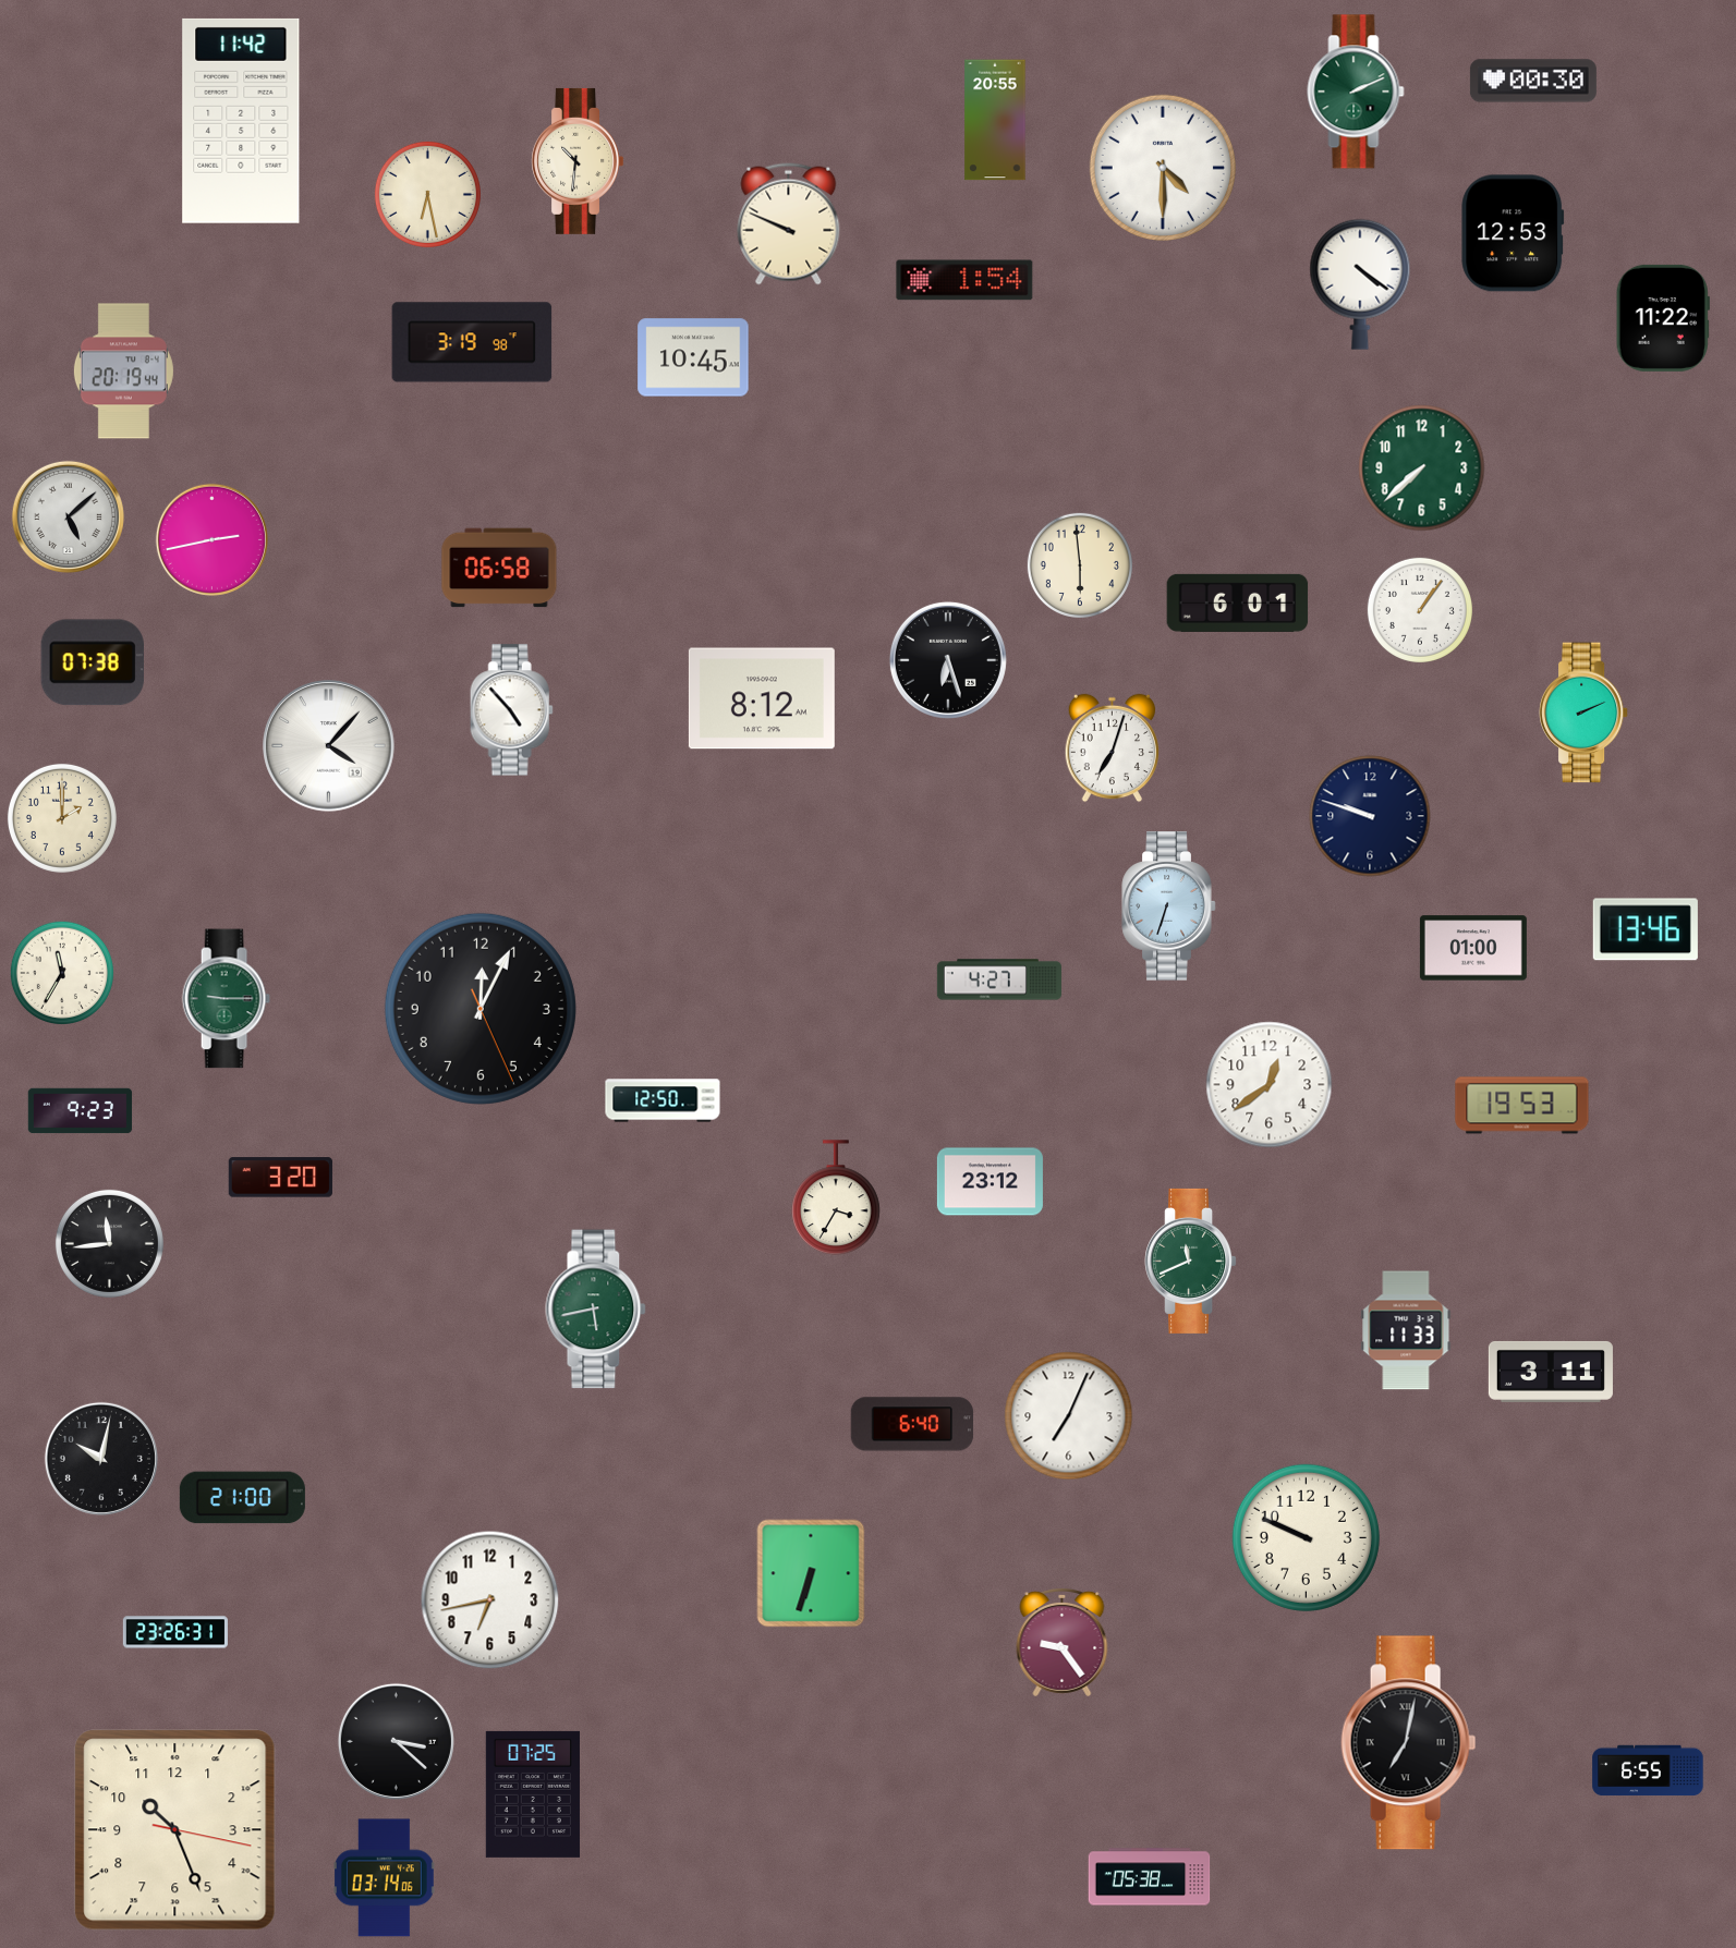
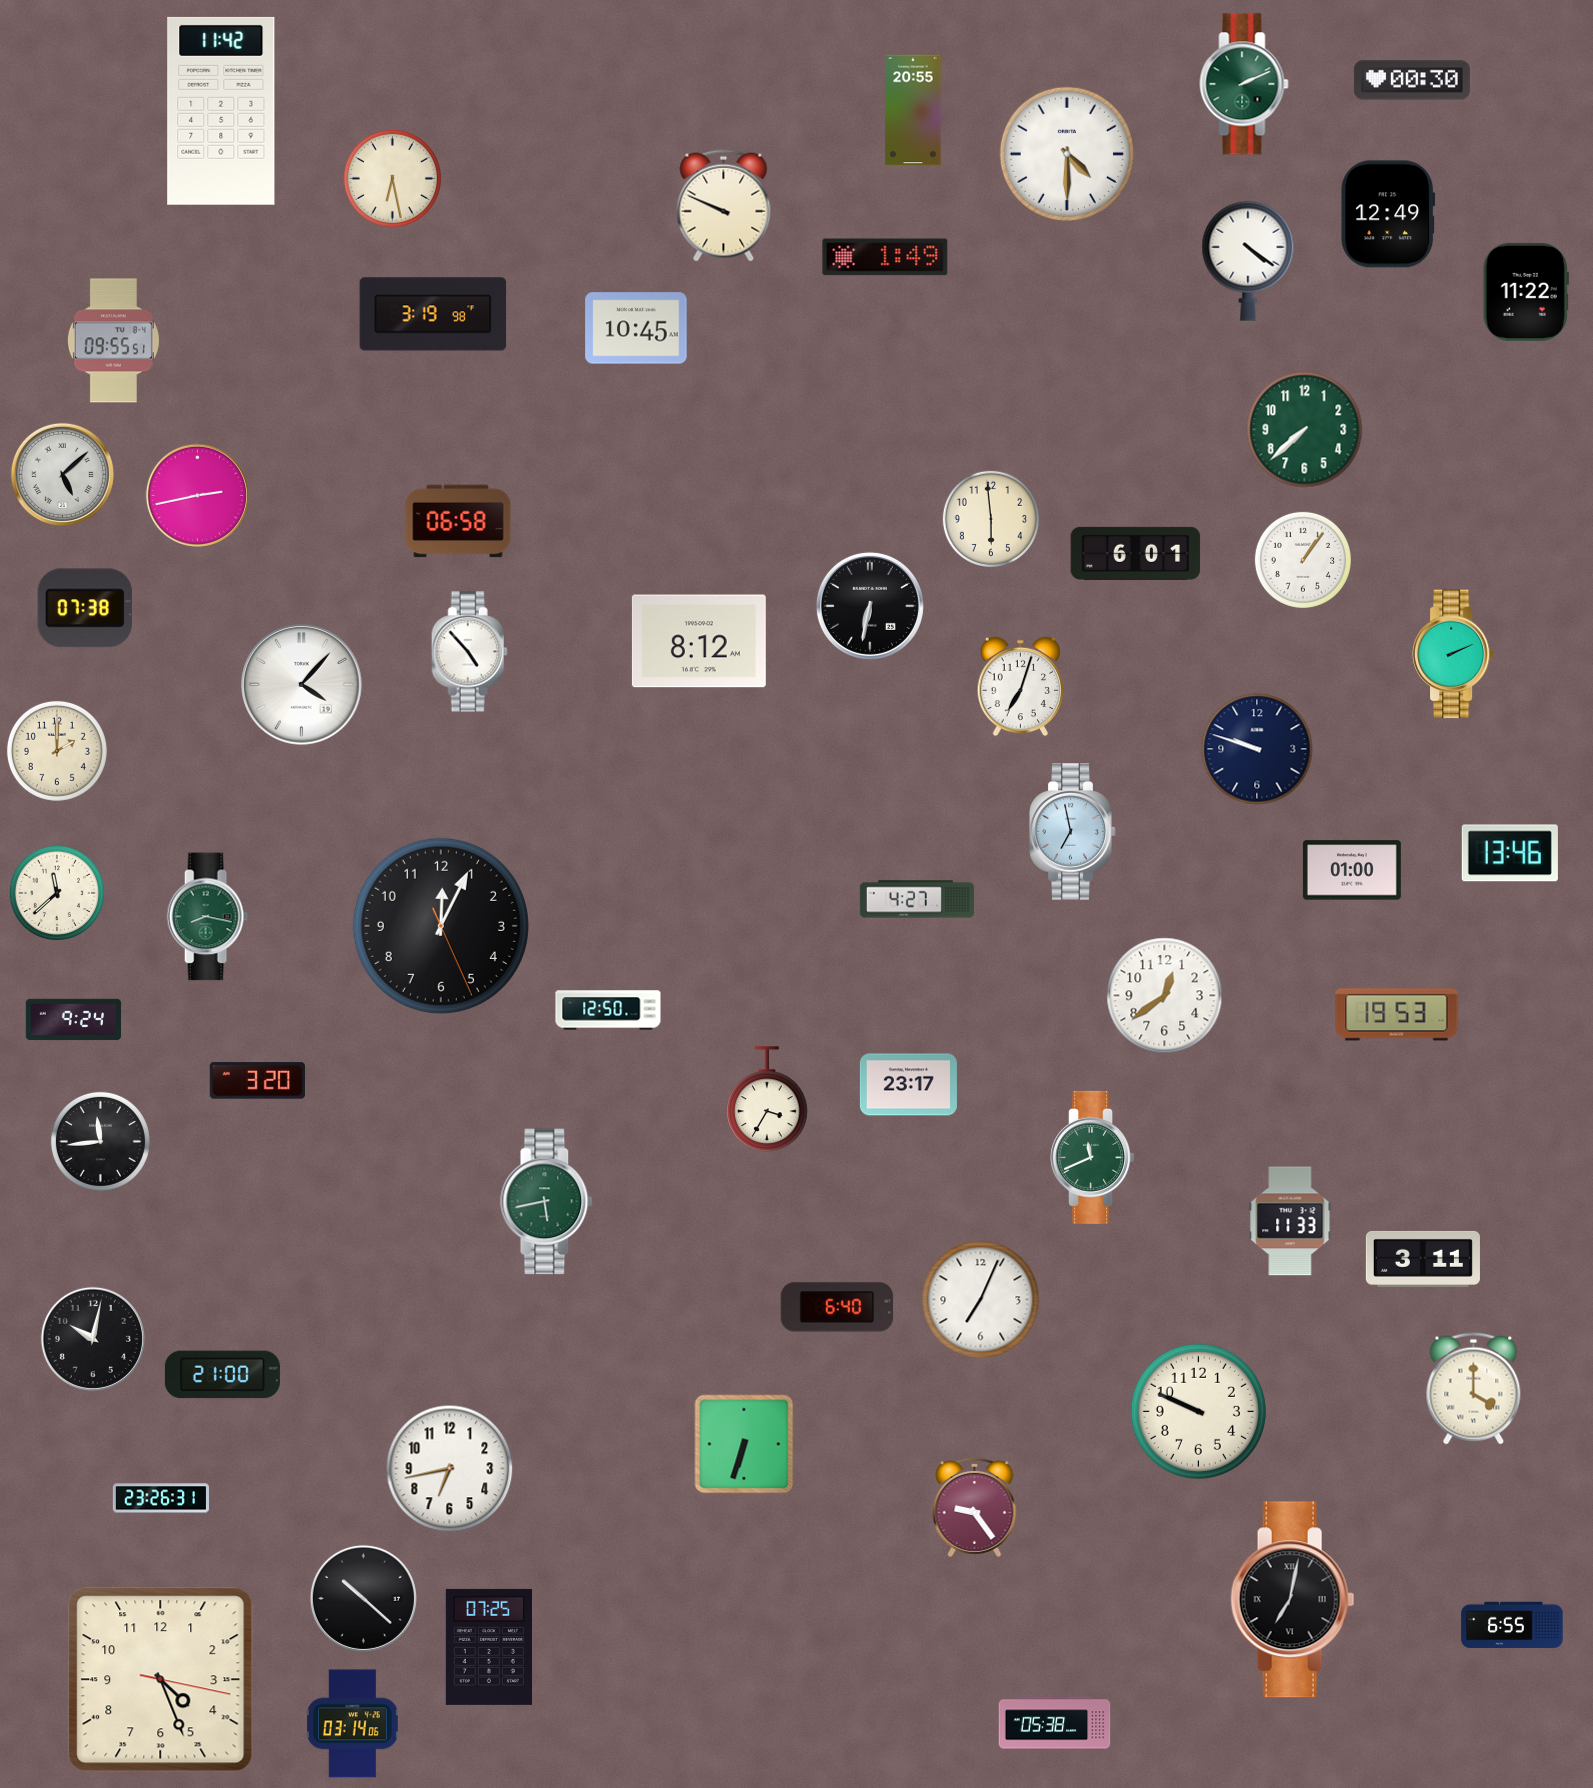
clock at (1533, 81) position: (1533, 81) -> (1412, 80)
clock at (576, 161): 10:31 -> none
clock at (1513, 233): 12:53 -> 12:49
clock at (964, 280): 1:54 -> 1:49
clock at (123, 372): 20:19 -> 09:55
clock at (211, 539) position: (211, 539) -> (197, 495)
clock at (948, 660): 6:27 -> 6:32
clock at (1169, 906): 6:33 -> 6:58
clock at (61, 972): 11:35 -> 11:38
clock at (226, 999): 9:15 -> 8:17
clock at (81, 1111): 9:23 -> 9:24
clock at (990, 1182): 23:12 -> 23:17
clock at (1474, 1389): none -> 4:00
clock at (396, 1741): 3:22 -> 10:22
clock at (175, 1830): 10:26 -> 4:26
